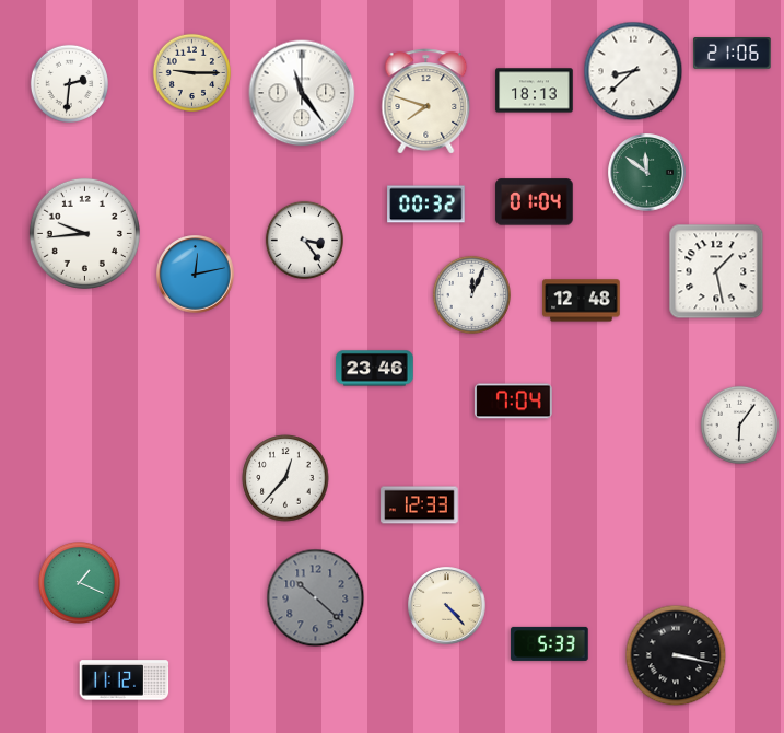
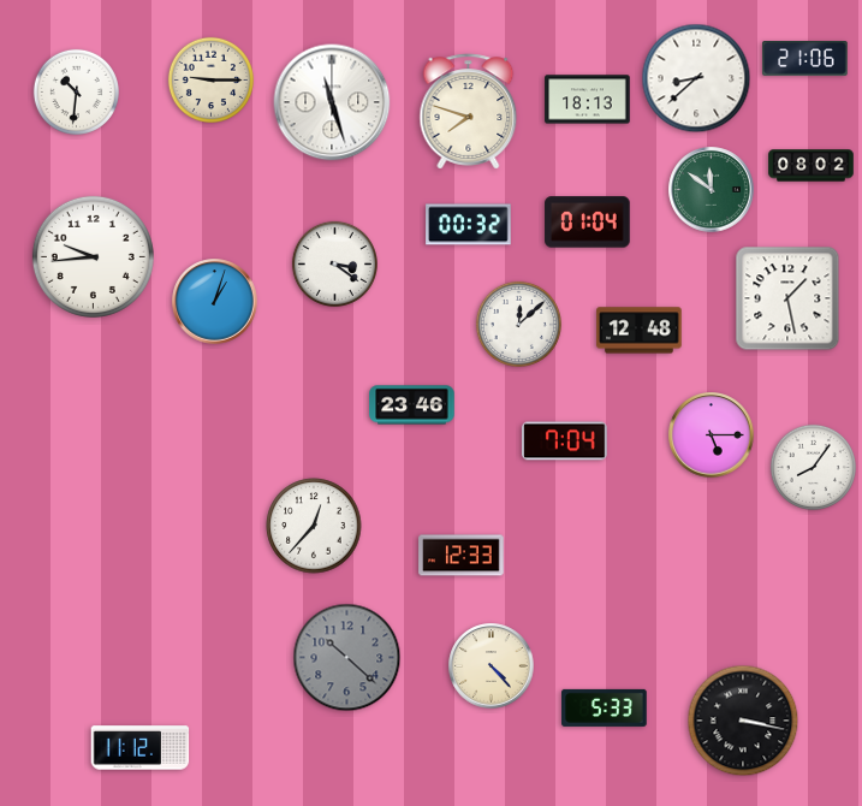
clock at (69, 83): 2:31 -> 10:31
clock at (302, 93): 11:24 -> 11:27
clock at (812, 166): none -> 08:02
clock at (304, 240): 3:24 -> 3:21
clock at (196, 275): 12:13 -> 1:03
clock at (471, 294): 12:04 -> 12:08
clock at (712, 435): none -> 5:15
clock at (739, 424): 6:06 -> 8:06
clock at (79, 582): 1:19 -> none
clock at (125, 680) position: (125, 680) -> (141, 748)
